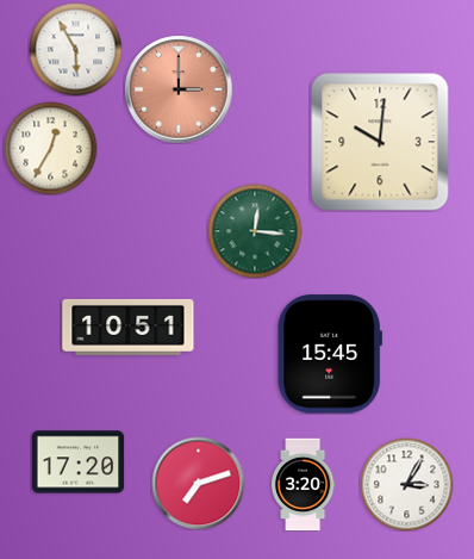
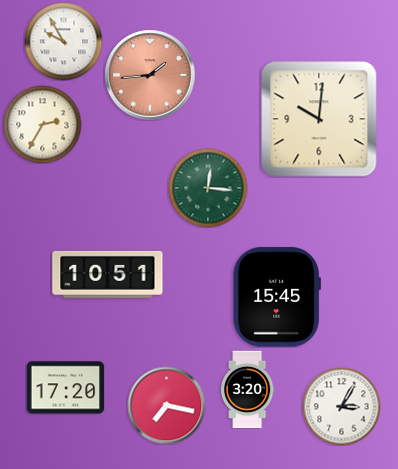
clock at (75, 49): 5:55 -> 9:55
clock at (179, 89): 3:00 -> 1:44
clock at (50, 148): 12:35 -> 2:35
clock at (255, 231) position: (255, 231) -> (208, 188)
clock at (198, 483): 7:12 -> 7:17
clock at (303, 484) position: (303, 484) -> (247, 389)
